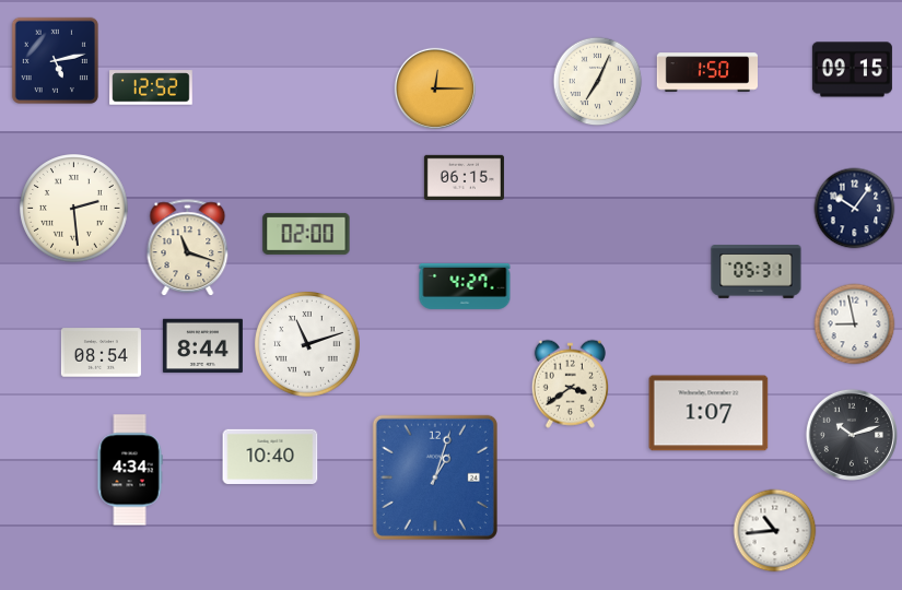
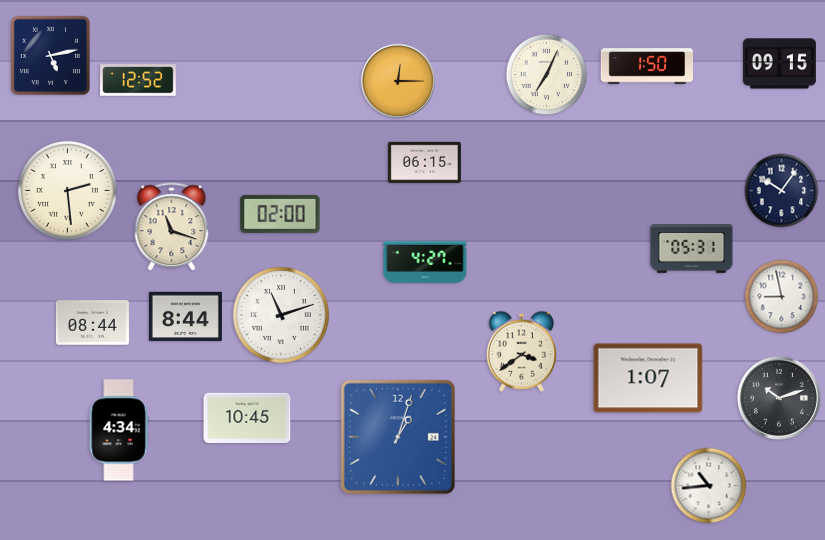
clock at (101, 353): 08:54 -> 08:44
clock at (270, 456): 10:40 -> 10:45
